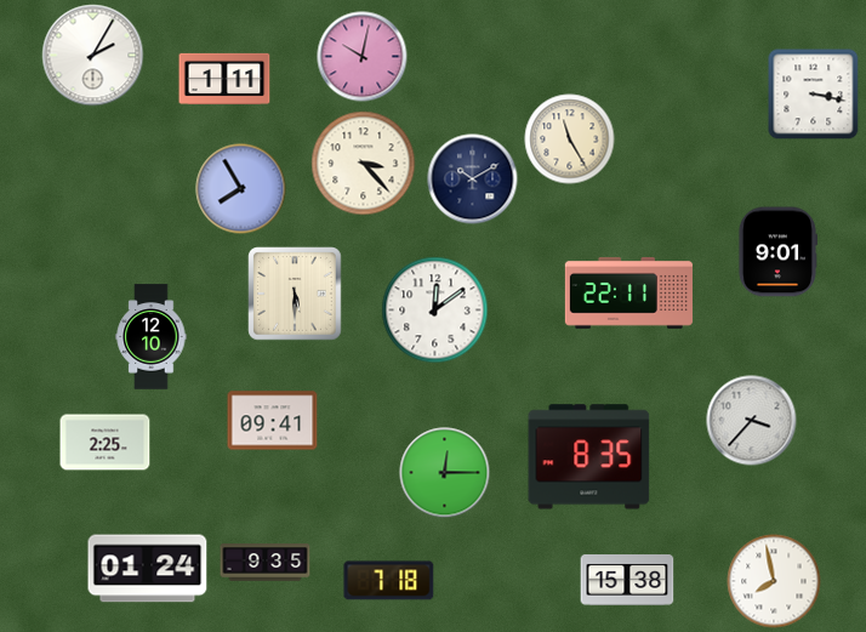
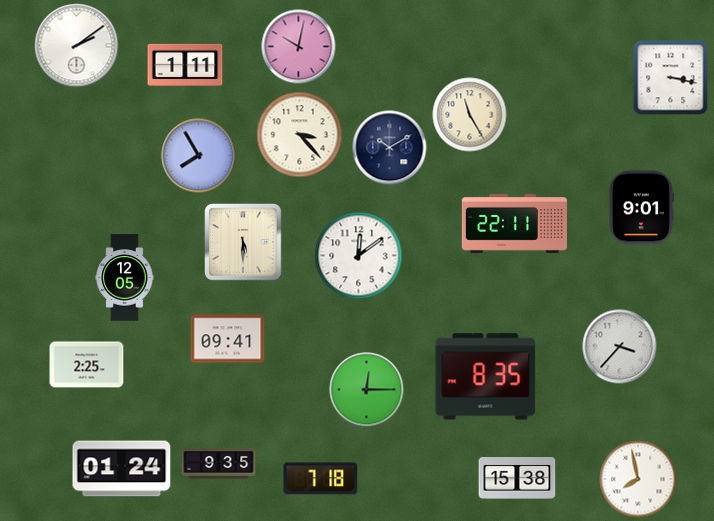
clock at (93, 56): 2:05 -> 2:09
clock at (628, 292) position: (628, 292) -> (514, 223)
clock at (152, 337): 12:10 -> 12:05
clock at (273, 421) position: (273, 421) -> (228, 339)
